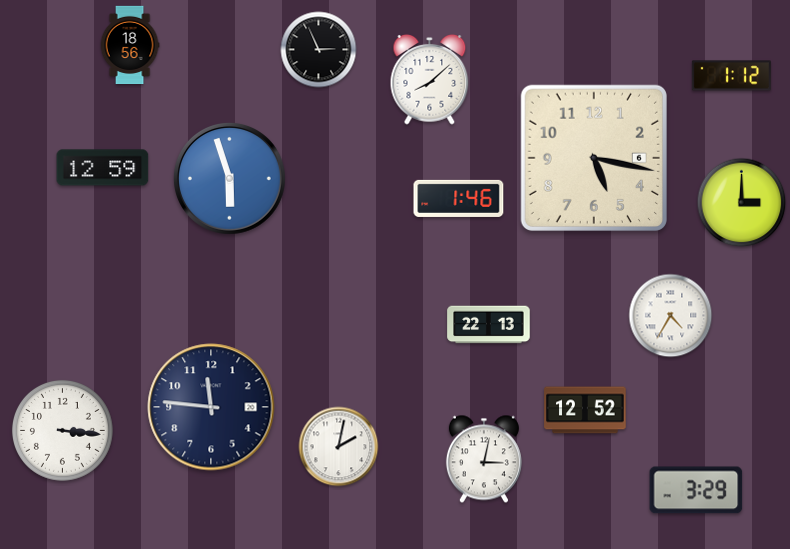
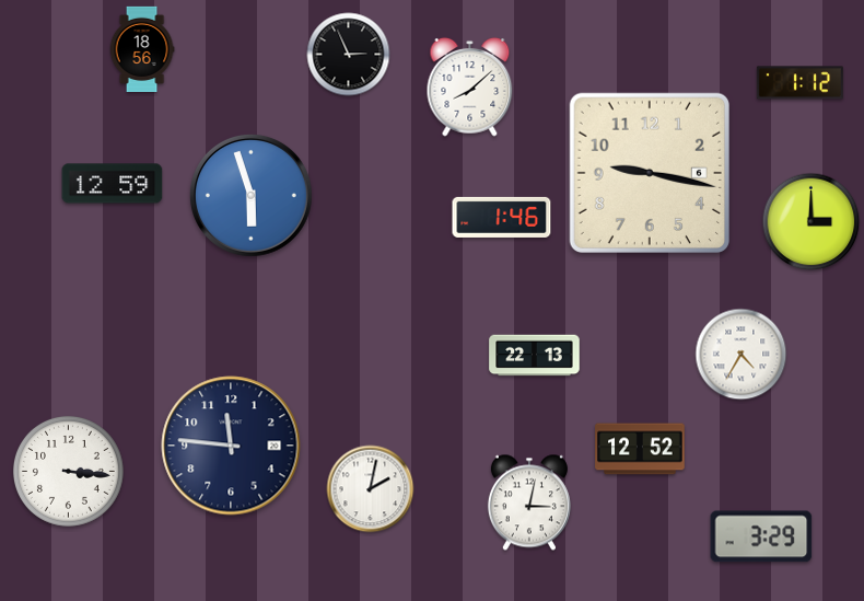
clock at (594, 158): 5:17 -> 9:17
clock at (671, 316) position: (671, 316) -> (742, 355)
